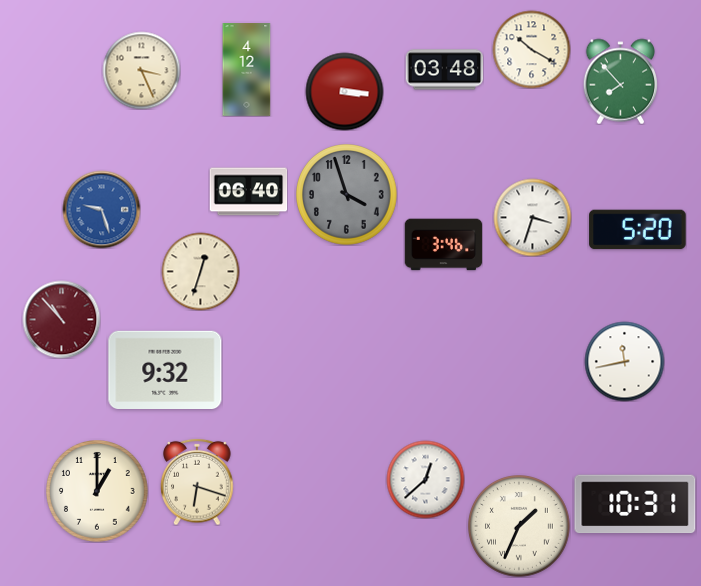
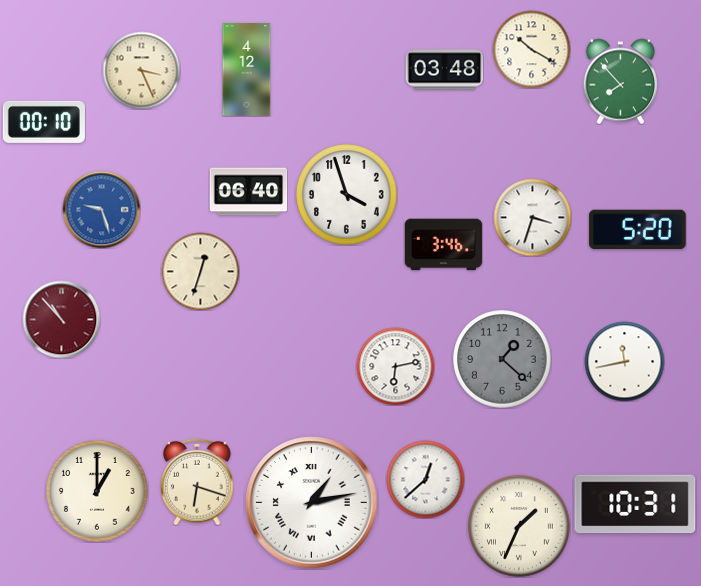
clock at (344, 91): 3:16 -> none
clock at (44, 122): none -> 00:10
clock at (347, 195) dial: grey -> white
clock at (502, 359): none -> 1:22
clock at (395, 366): none -> 6:13
clock at (165, 369): 9:32 -> none
clock at (312, 503): none -> 1:13
